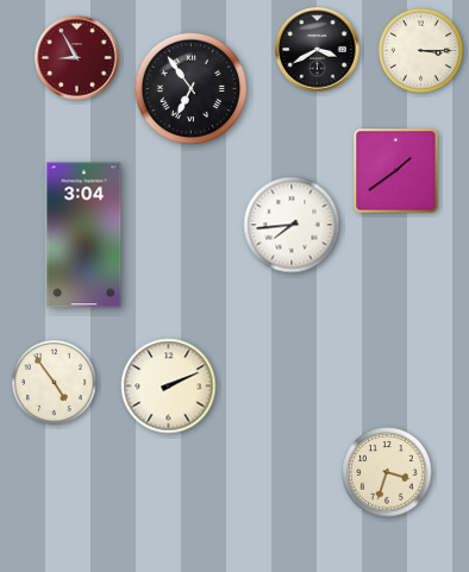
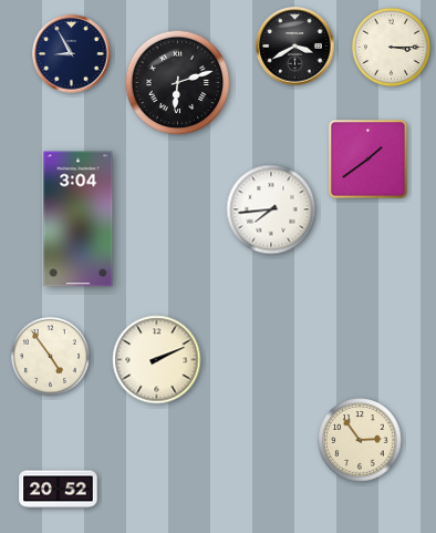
clock at (77, 58) dial: burgundy -> navy
clock at (192, 89): 6:54 -> 6:12
clock at (387, 472): 3:33 -> 2:54
clock at (59, 490): none -> 20:52
